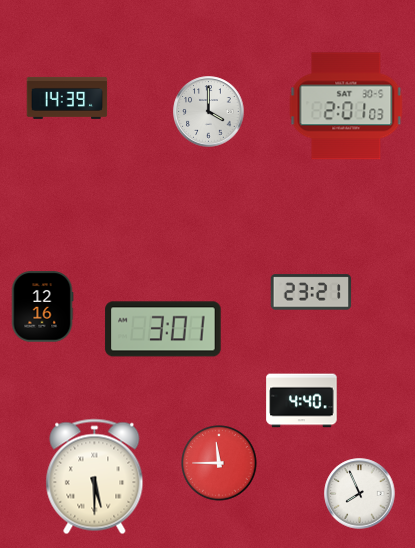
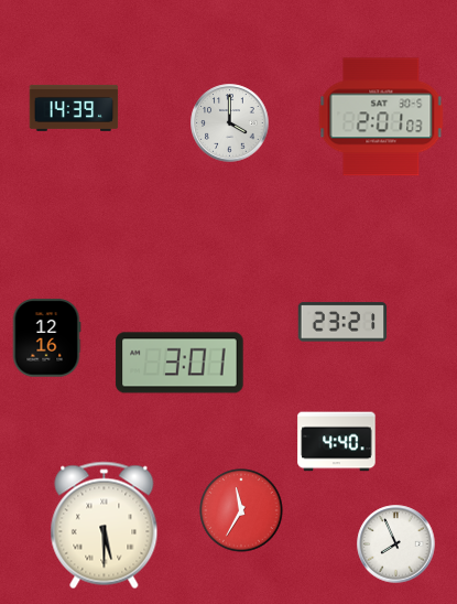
clock at (302, 401) position: (302, 401) -> (337, 442)
clock at (219, 463): 11:45 -> 11:35
